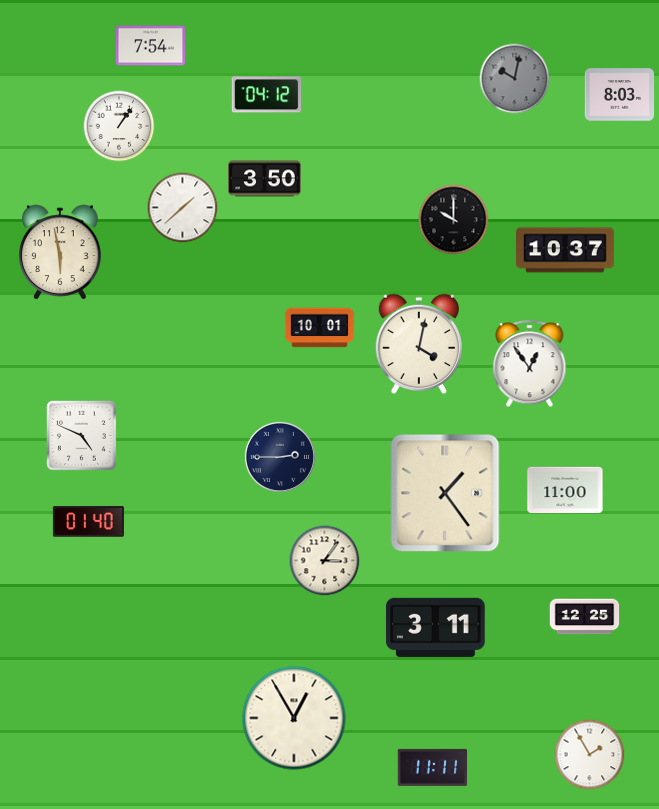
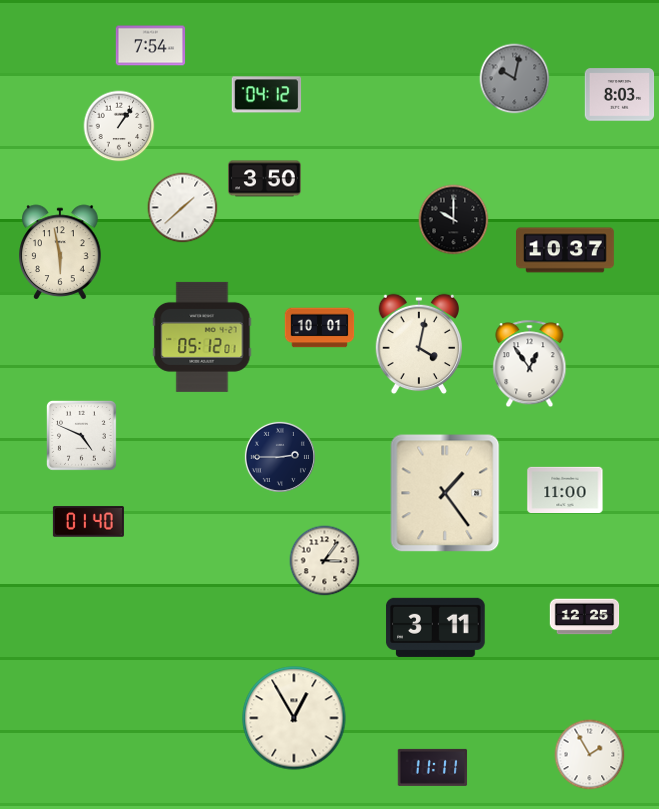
clock at (202, 337): none -> 05:12
